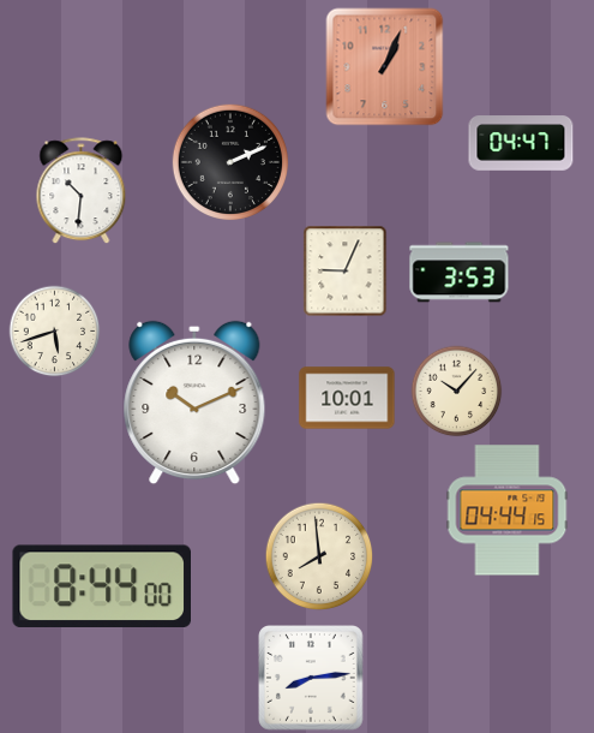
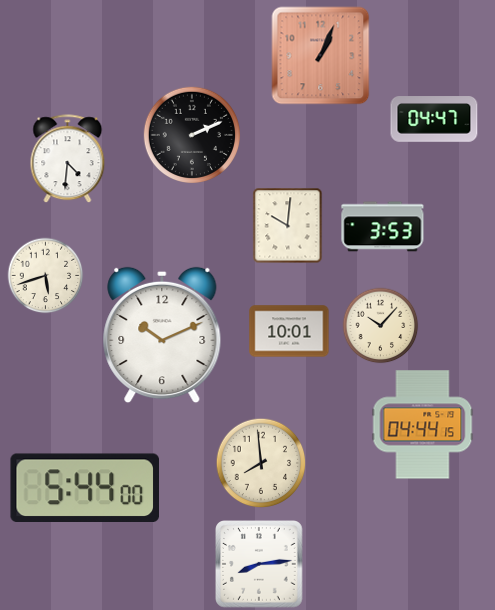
clock at (82, 191): 10:31 -> 4:31
clock at (346, 272): 9:04 -> 10:01
clock at (319, 556) position: (319, 556) -> (261, 463)
clock at (101, 585): 8:44 -> 5:44
